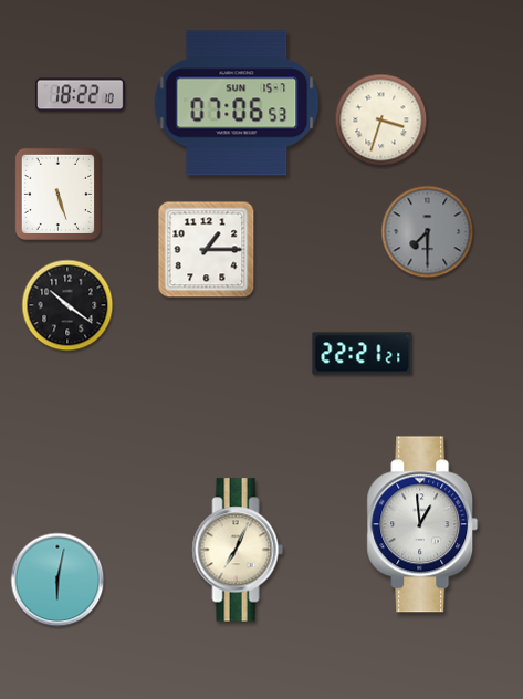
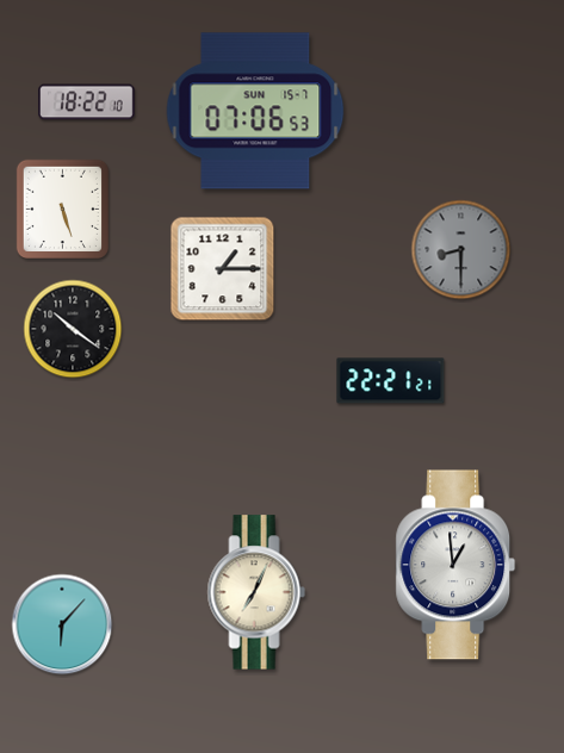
clock at (381, 121): 3:33 -> none
clock at (428, 232): 7:30 -> 8:30
clock at (57, 580): 6:02 -> 6:07
